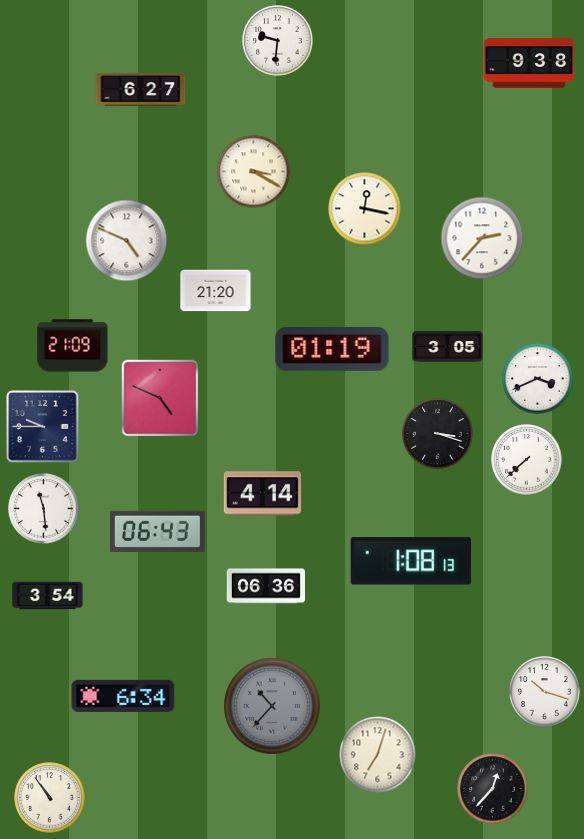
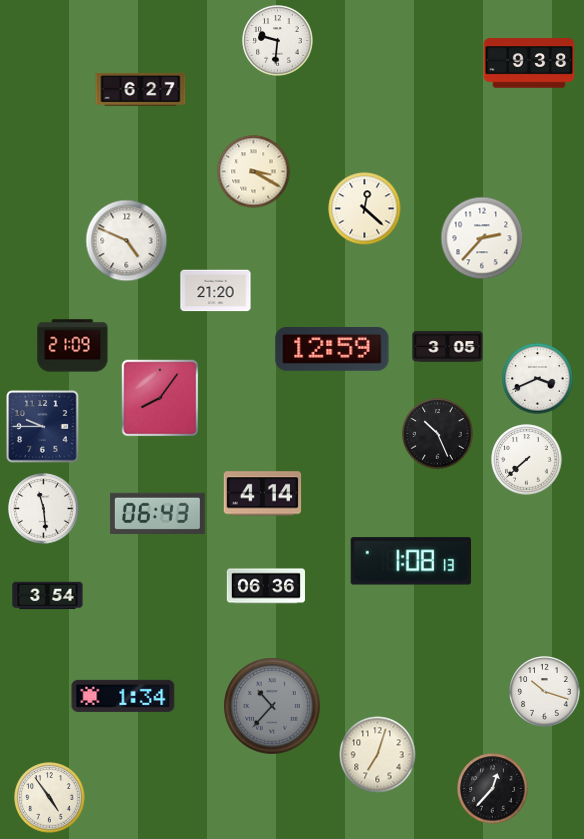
clock at (365, 209): 12:17 -> 12:22
clock at (332, 350): 01:19 -> 12:59
clock at (160, 398): 4:49 -> 8:06
clock at (438, 434): 3:18 -> 10:26
clock at (157, 531) position: (157, 531) -> (157, 513)
clock at (123, 696): 6:34 -> 1:34
clock at (50, 798): 10:54 -> 4:54
